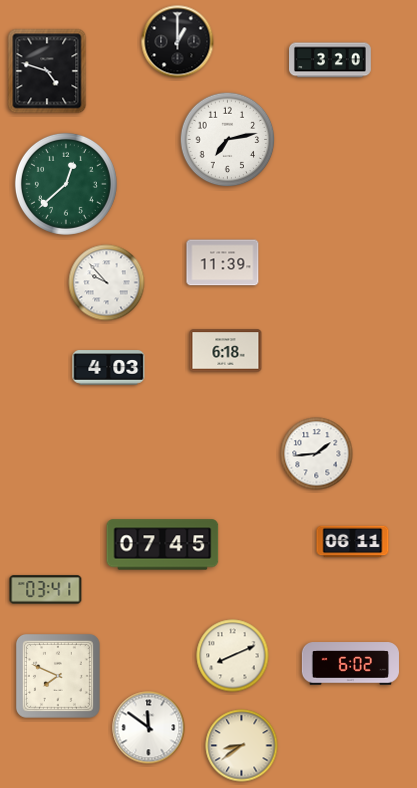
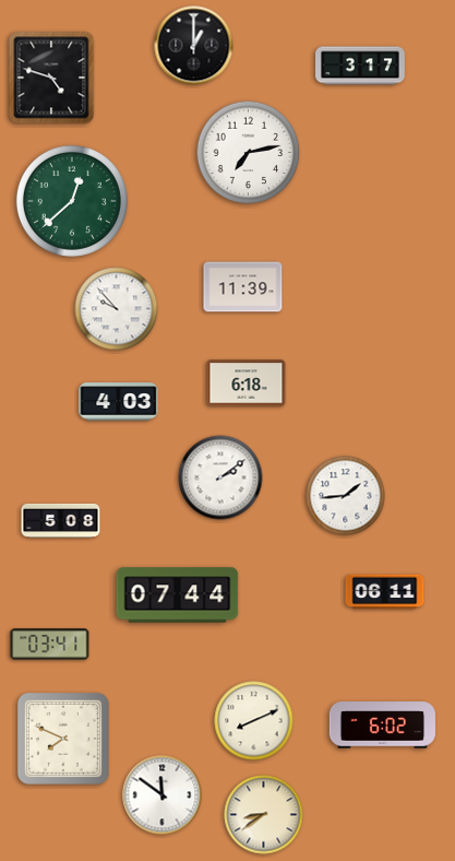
clock at (331, 60): 3:20 -> 3:17
clock at (220, 477): none -> 2:09
clock at (61, 520): none -> 5:08
clock at (163, 545): 07:45 -> 07:44
clock at (233, 656) position: (233, 656) -> (254, 721)
